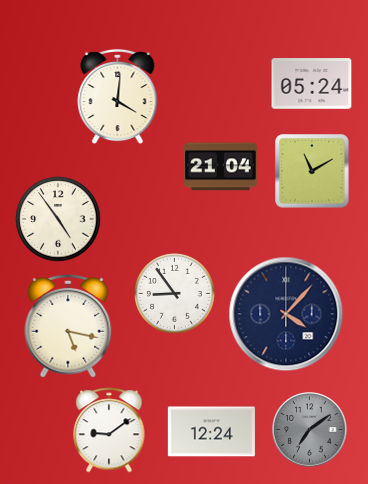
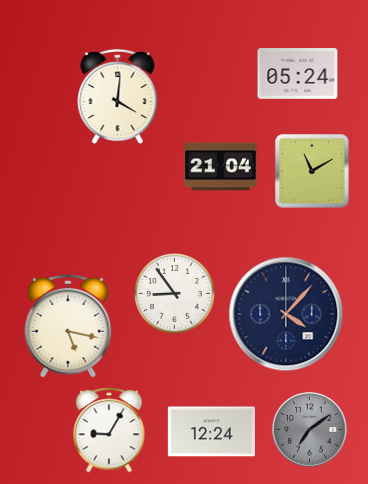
clock at (312, 84) position: (312, 84) -> (298, 74)
clock at (58, 219): 4:54 -> none
clock at (109, 430): 9:09 -> 9:05
